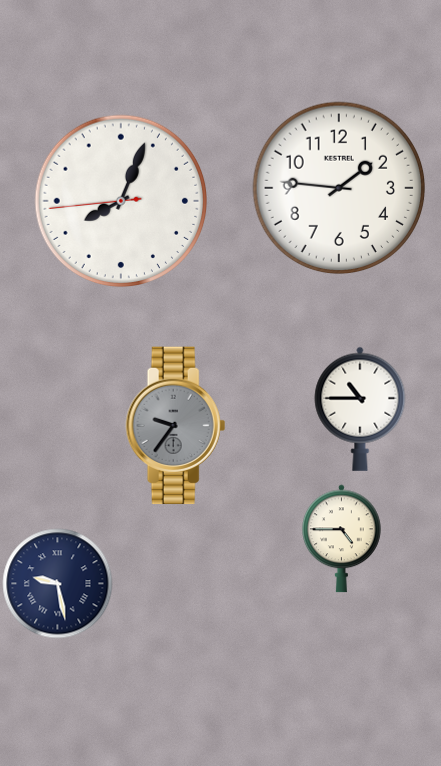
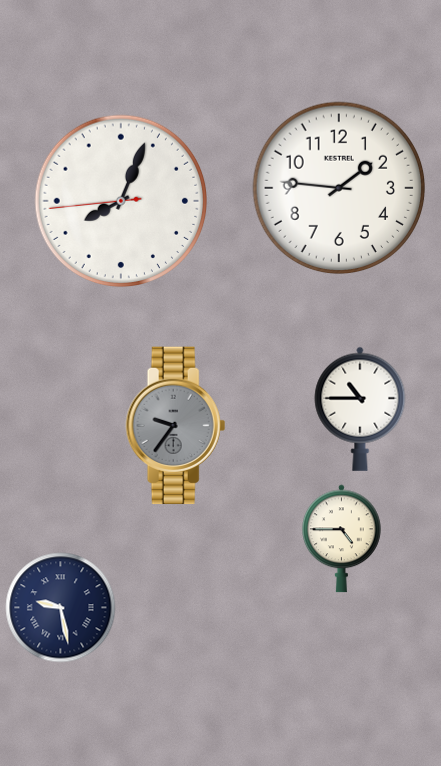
clock at (58, 584) position: (58, 584) -> (61, 608)
